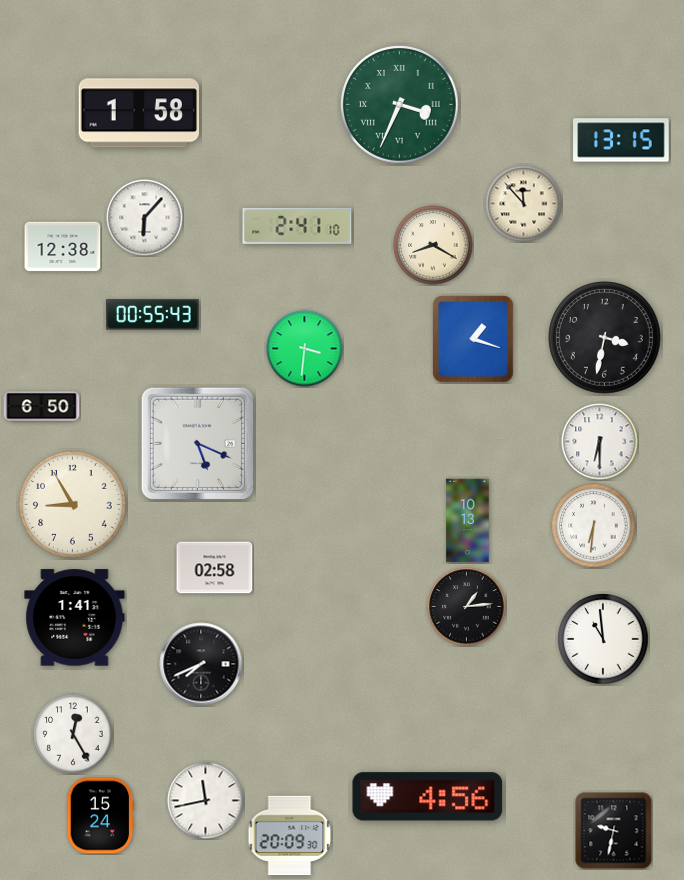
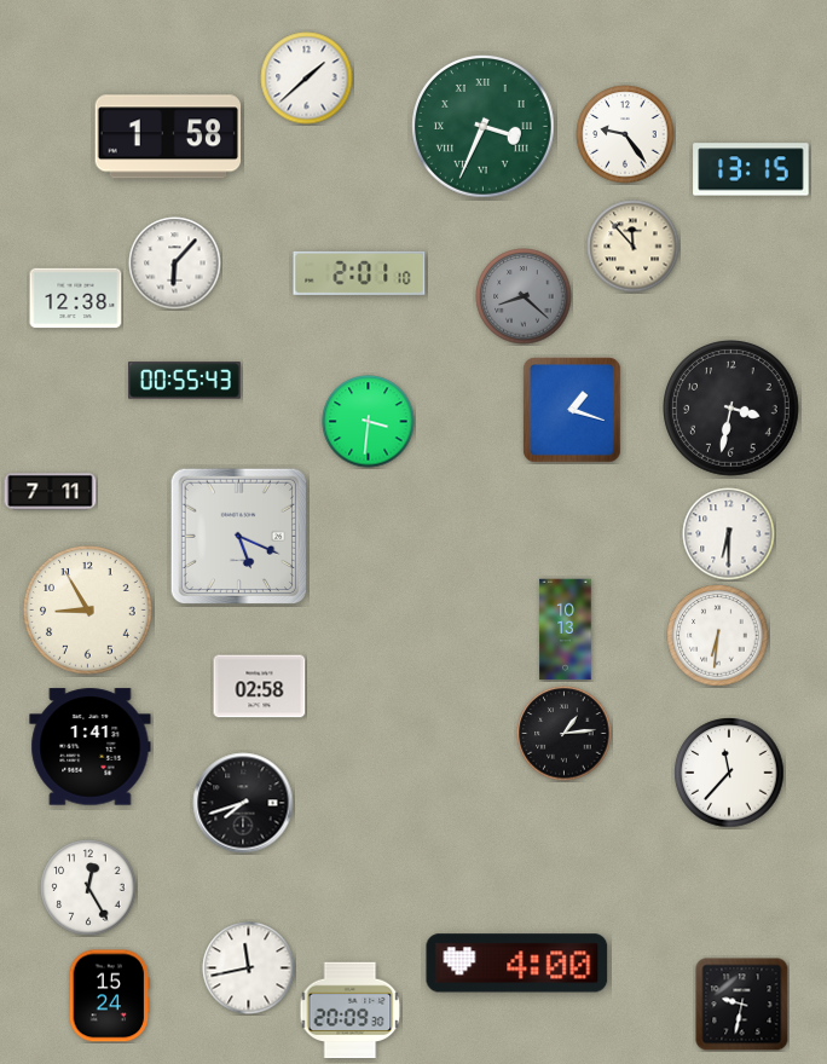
clock at (307, 79): none -> 1:38
clock at (625, 134): none -> 9:24
clock at (297, 226): 2:41 -> 2:01
clock at (433, 245): 8:20 -> 8:22
clock at (433, 245) dial: cream -> grey
clock at (42, 407): 6:50 -> 7:11
clock at (600, 442) position: (600, 442) -> (729, 534)
clock at (603, 639): 10:59 -> 11:37
clock at (201, 664): 7:41 -> 7:42
clock at (428, 797): 4:56 -> 4:00
clock at (101, 816) position: (101, 816) -> (110, 996)
